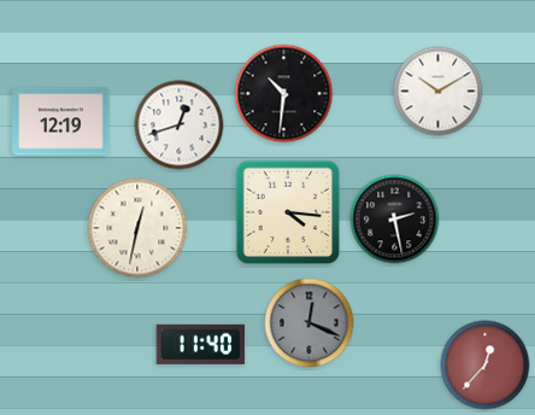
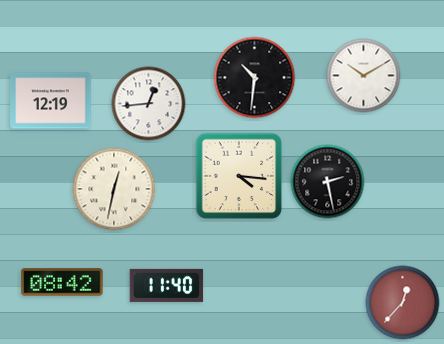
clock at (284, 94) position: (284, 94) -> (255, 78)
clock at (180, 125): 12:42 -> 12:44
clock at (310, 323): 12:19 -> none
clock at (62, 282): none -> 08:42
